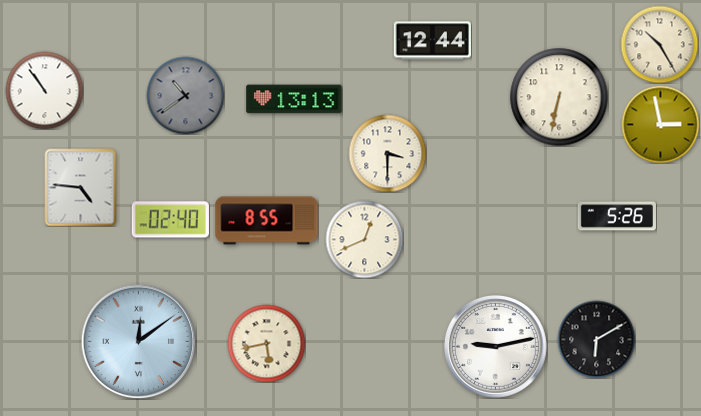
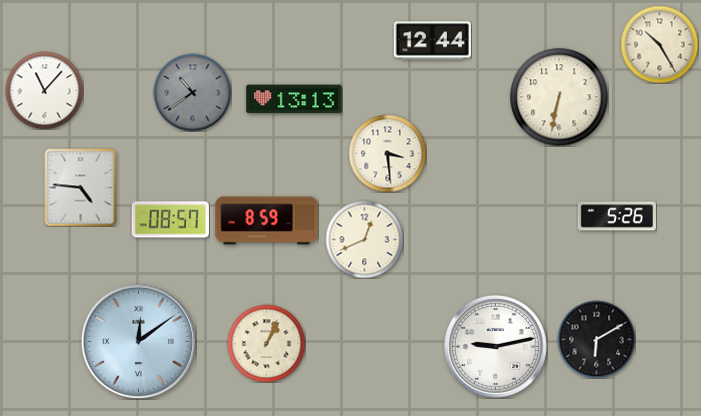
clock at (44, 90): 10:54 -> 11:07
clock at (185, 95) position: (185, 95) -> (192, 92)
clock at (660, 124): 2:58 -> none
clock at (387, 153): 3:30 -> 3:29
clock at (170, 220): 02:40 -> 08:57
clock at (267, 221): 8:55 -> 8:59
clock at (266, 343): 5:43 -> 1:04
